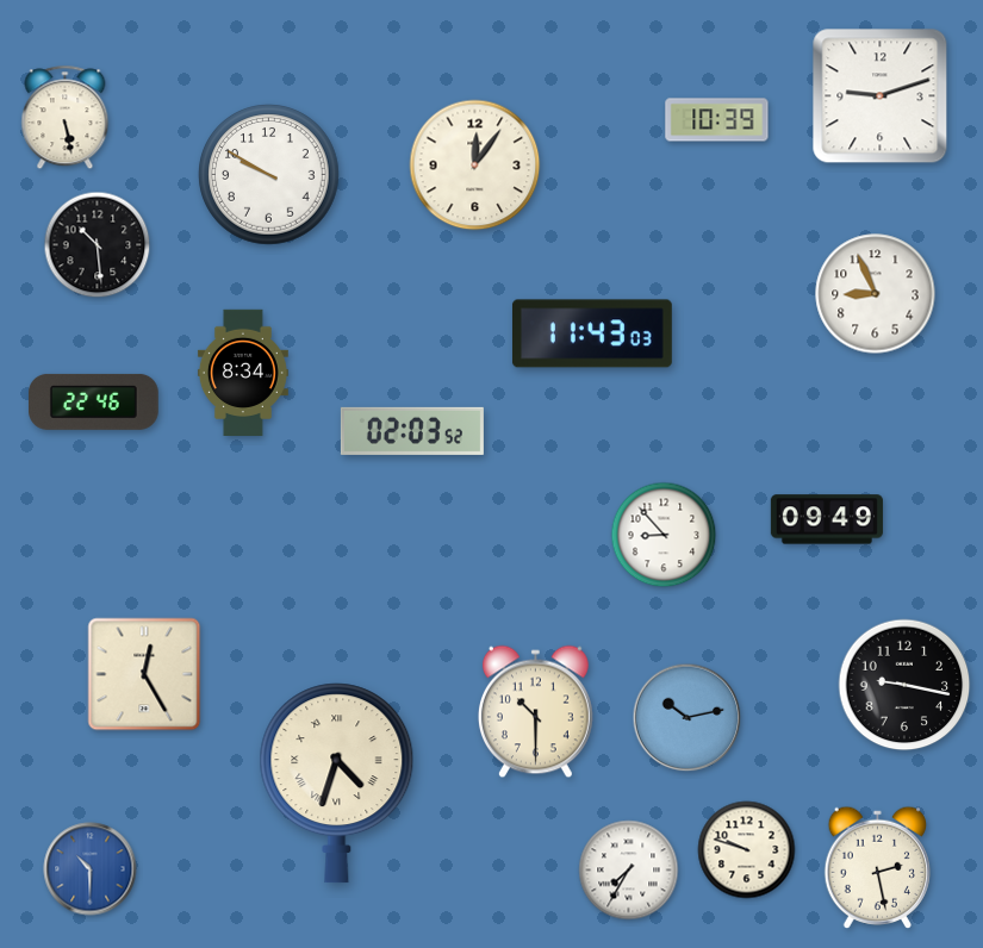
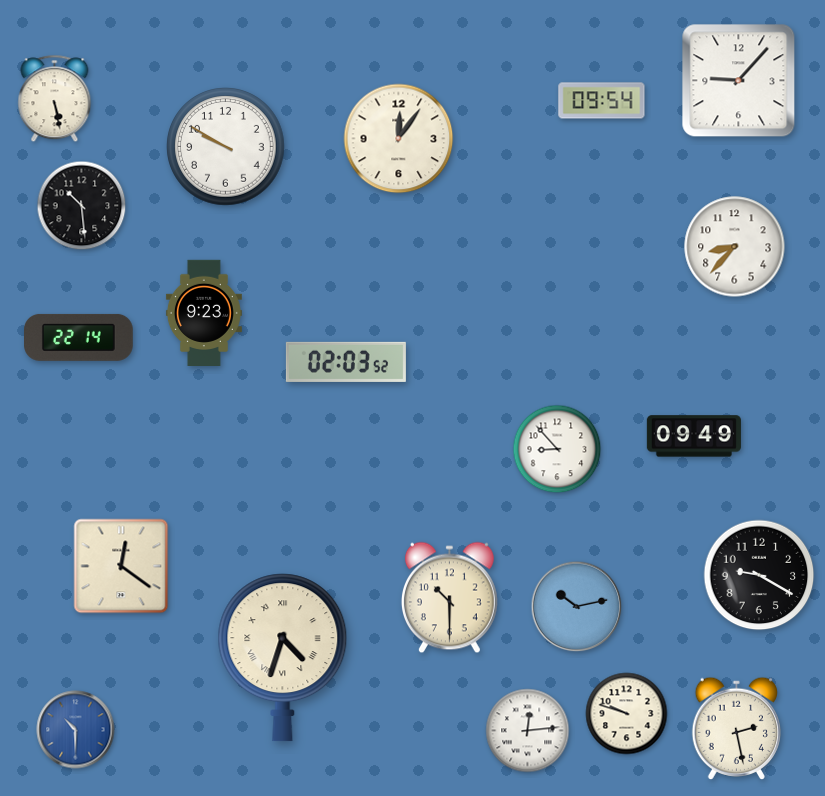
clock at (881, 96): 9:12 -> 9:07
clock at (717, 120): 10:39 -> 09:54
clock at (876, 294): 8:56 -> 8:37
clock at (592, 333): 11:43 -> none
clock at (243, 372): 8:34 -> 9:23
clock at (94, 401): 22:46 -> 22:14
clock at (144, 674): 12:25 -> 12:21
clock at (904, 685): 9:17 -> 9:20
clock at (688, 718) position: (688, 718) -> (577, 607)
clock at (629, 871): 7:35 -> 12:14
